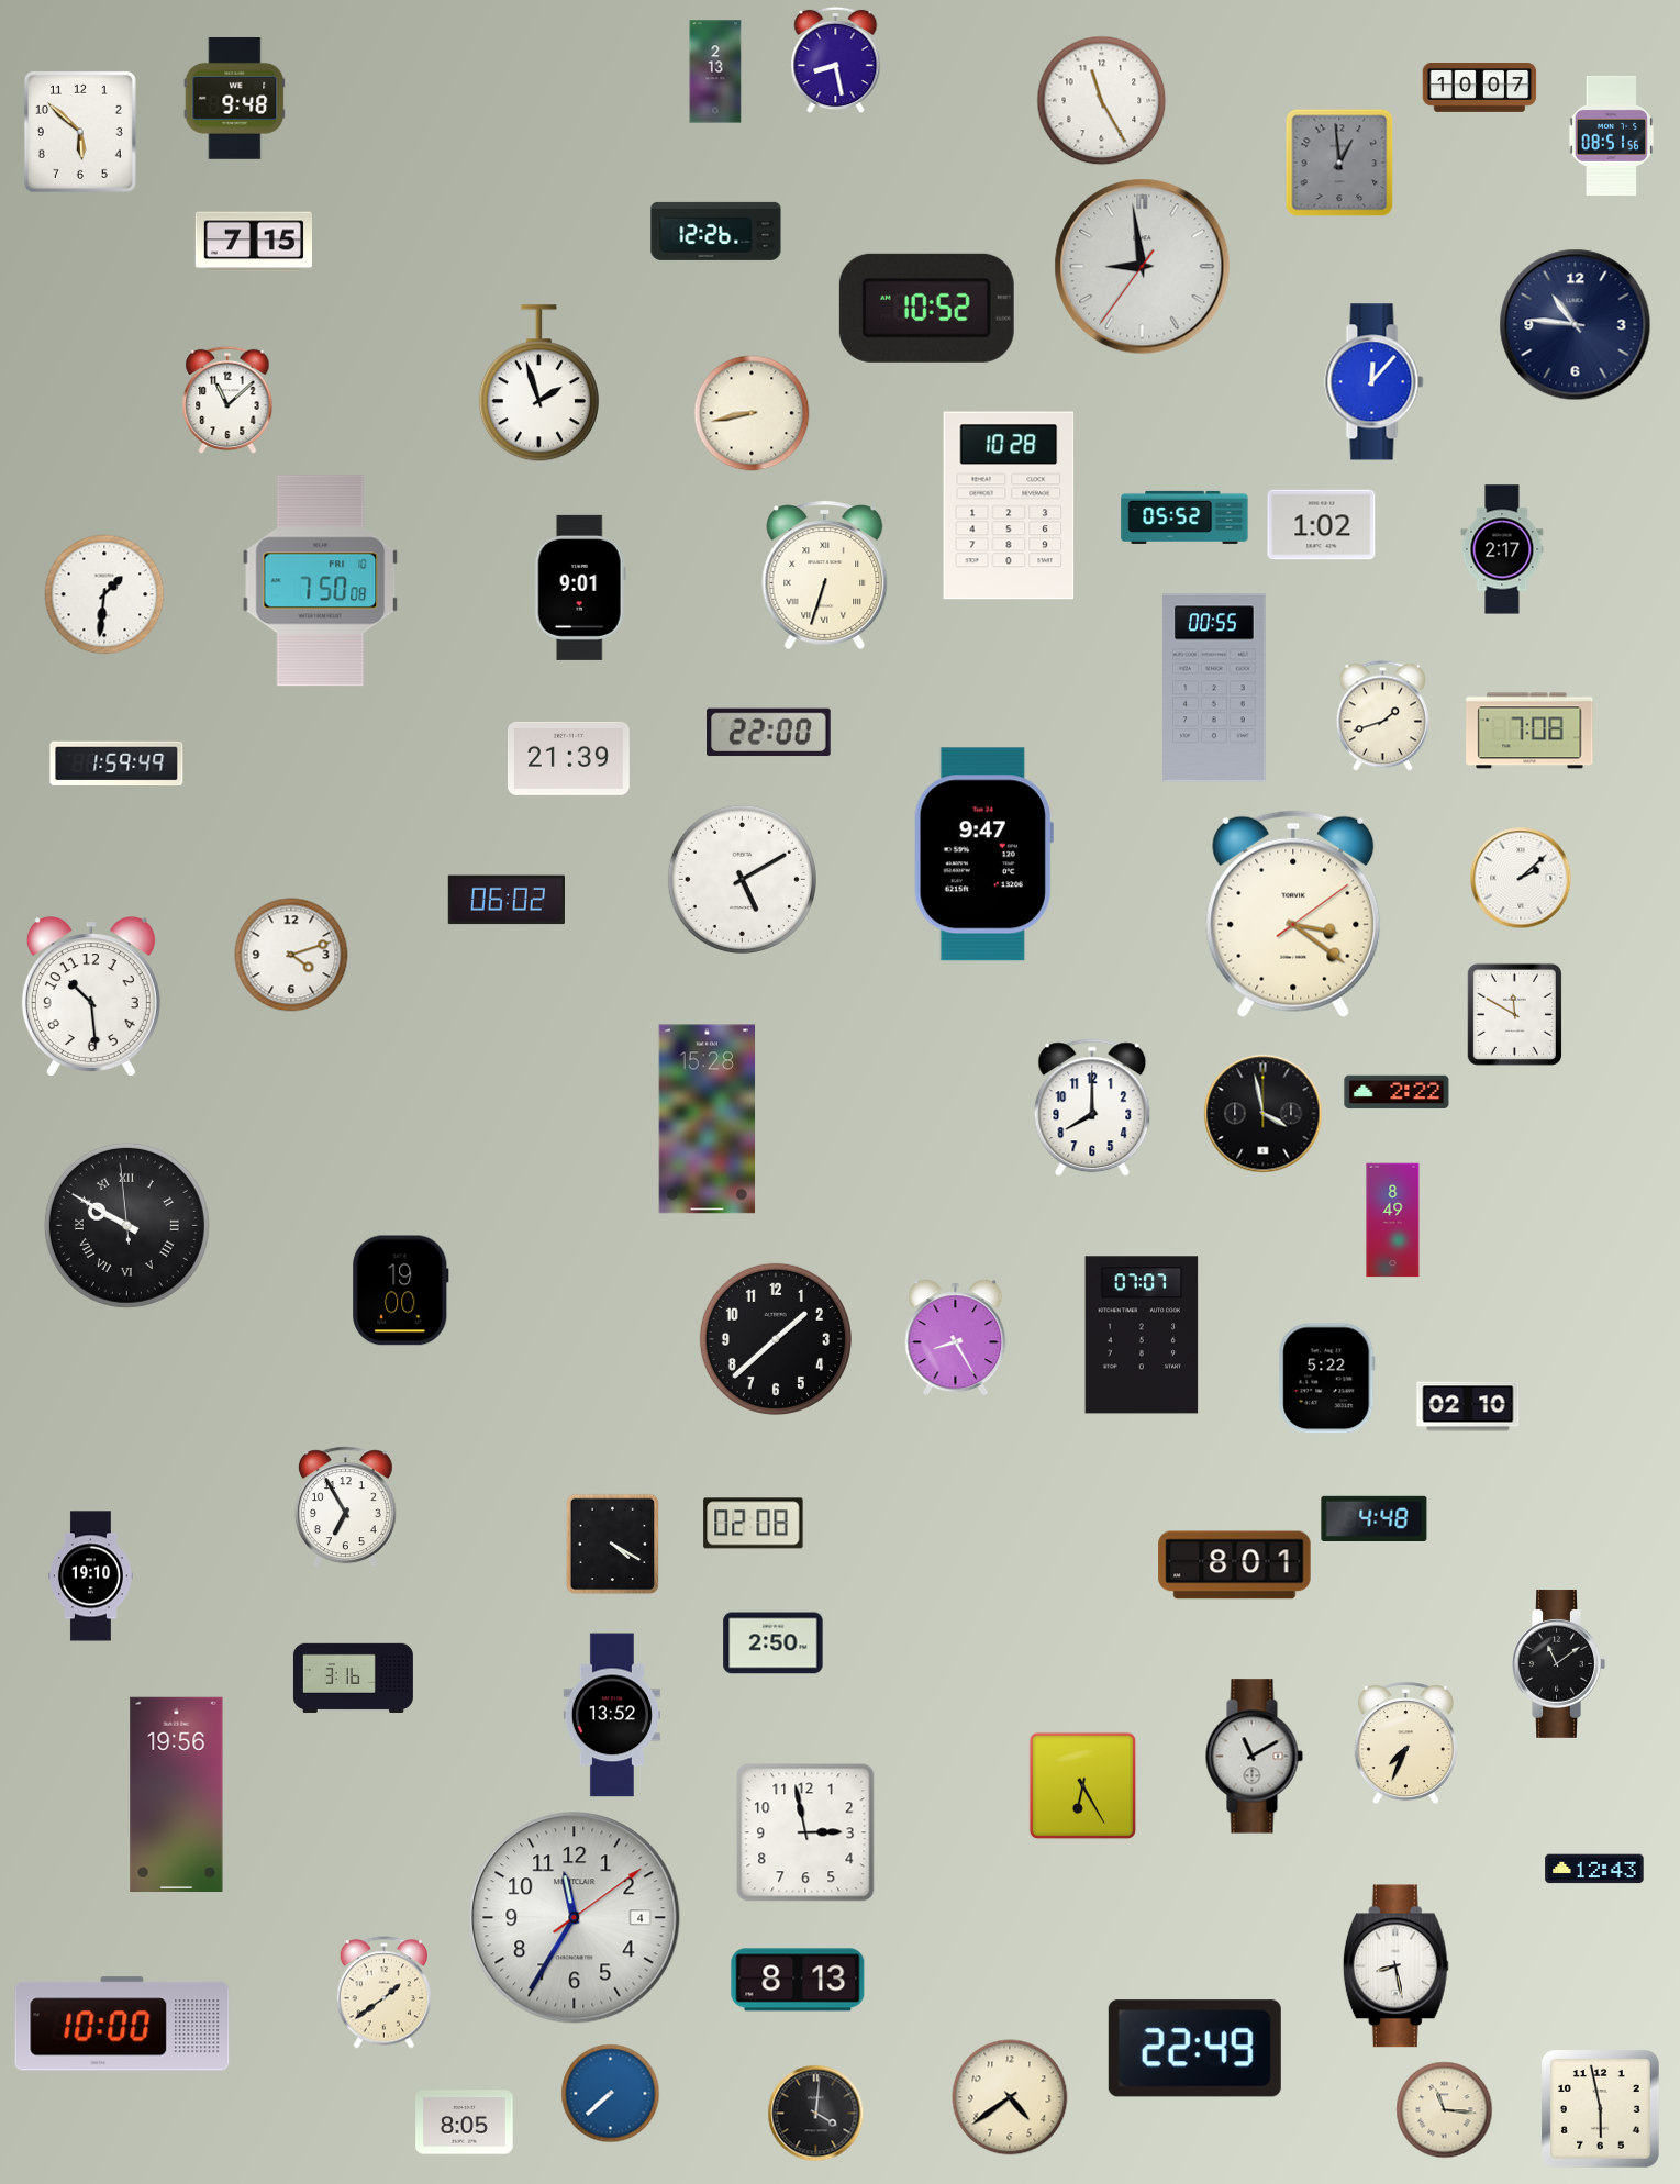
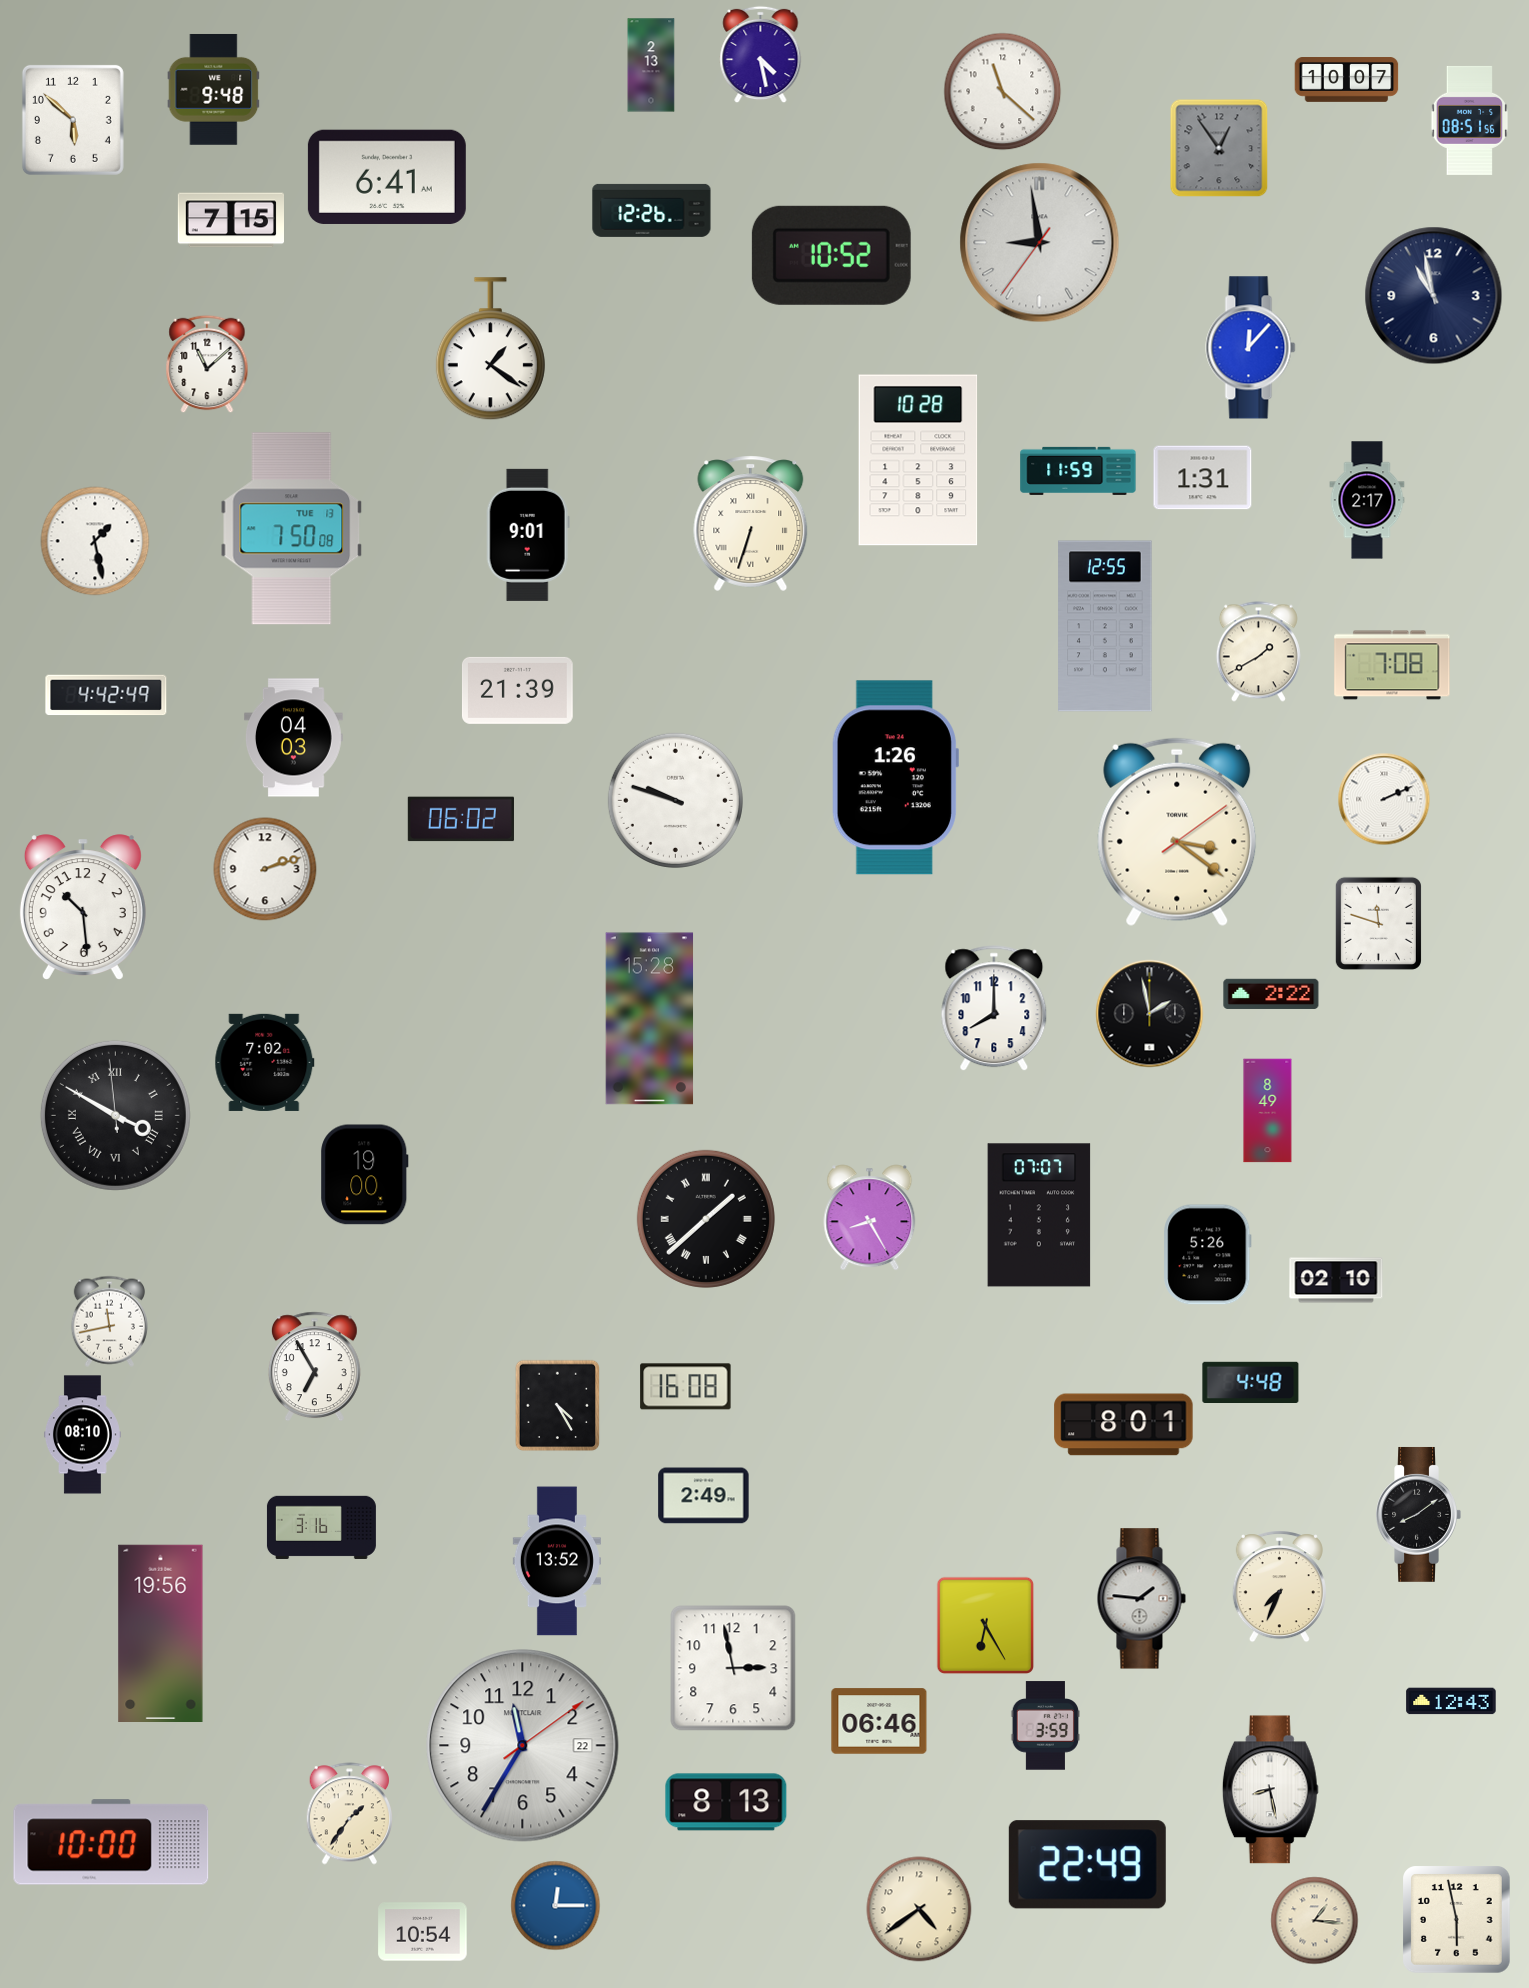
clock at (836, 60): 8:28 -> 4:28
clock at (1102, 101): 11:25 -> 11:22
clock at (1612, 135) position: (1612, 135) -> (1470, 120)
clock at (1339, 163): 12:59 -> 12:54
clock at (387, 177): none -> 6:41
clock at (926, 308) position: (926, 308) -> (831, 255)
clock at (1576, 325): 10:46 -> 10:58
clock at (538, 383): 1:57 -> 1:21
clock at (752, 413): 8:43 -> none
clock at (1184, 517): 05:52 -> 11:59
clock at (1322, 525): 1:02 -> 1:31
clock at (321, 581) date: FRI 10 -> TUE 13
clock at (104, 594): 1:31 -> 1:28
clock at (1214, 688): 00:55 -> 12:55
clock at (1382, 716): 1:42 -> 1:40
clock at (769, 733): 22:00 -> none
clock at (116, 764): 1:59 -> 4:42
clock at (293, 738): none -> 04:03
clock at (983, 855): 9:47 -> 1:26
clock at (1521, 878): 2:08 -> 2:11
clock at (742, 879): 5:10 -> 9:48
clock at (291, 955): 4:12 -> 2:12
clock at (1514, 1014): 11:50 -> 11:48
clock at (1264, 1114): 3:58 -> 1:58
clock at (708, 1119) position: (708, 1119) -> (650, 1019)
clock at (265, 1062): none -> 7:02
clock at (126, 1225): 9:49 -> 3:49
clock at (776, 1339) numerals: Arabic -> Roman
clock at (1327, 1379): 5:22 -> 5:26
clock at (109, 1321): none -> 11:43
clock at (345, 1507) position: (345, 1507) -> (314, 1367)
clock at (754, 1524): 02:08 -> 16:08
clock at (613, 1545): 4:20 -> 4:25
clock at (91, 1576): 19:10 -> 08:10
clock at (774, 1643): 2:50 -> 2:49
clock at (1558, 1663): 11:09 -> 8:09
clock at (1254, 1757): 11:10 -> 1:46
clock at (879, 1721): none -> 06:46
clock at (1045, 1726): none -> 3:59
clock at (575, 1918) date: 4 -> 22
clock at (383, 1993): 1:39 -> 1:36
clock at (611, 2094): 7:38 -> 12:15
clock at (1445, 2110): 11:16 -> 1:16
clock at (816, 2114): 4:01 -> none
clock at (465, 2122): 8:05 -> 10:54
